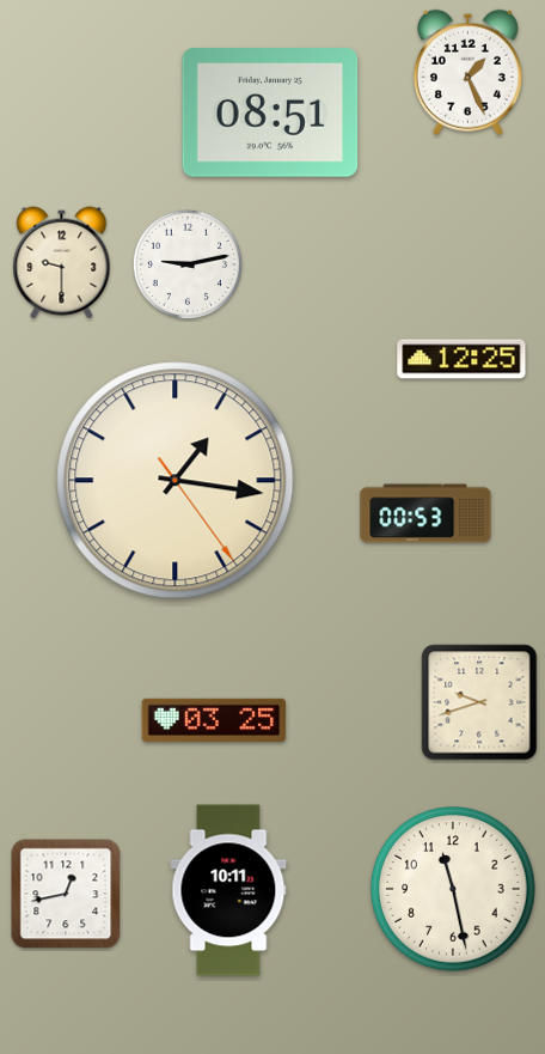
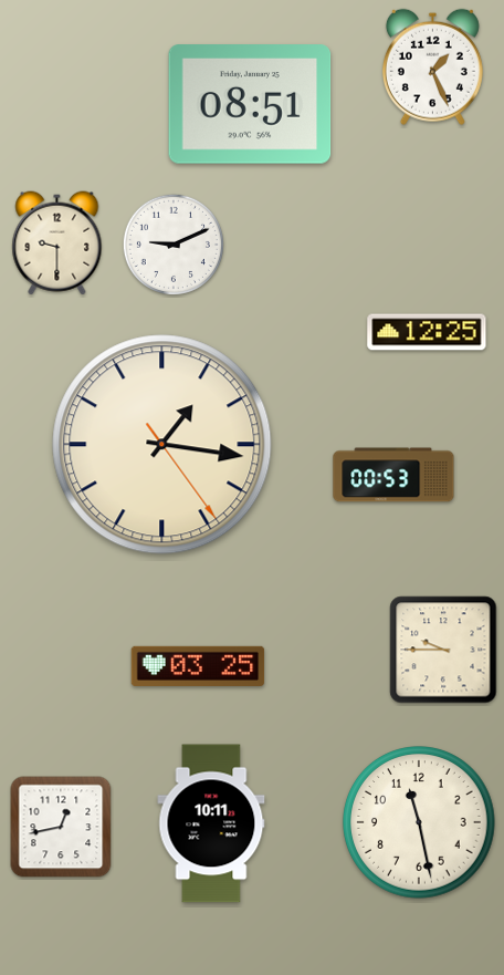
clock at (188, 264): 9:13 -> 9:11
clock at (479, 702): 9:42 -> 9:45
